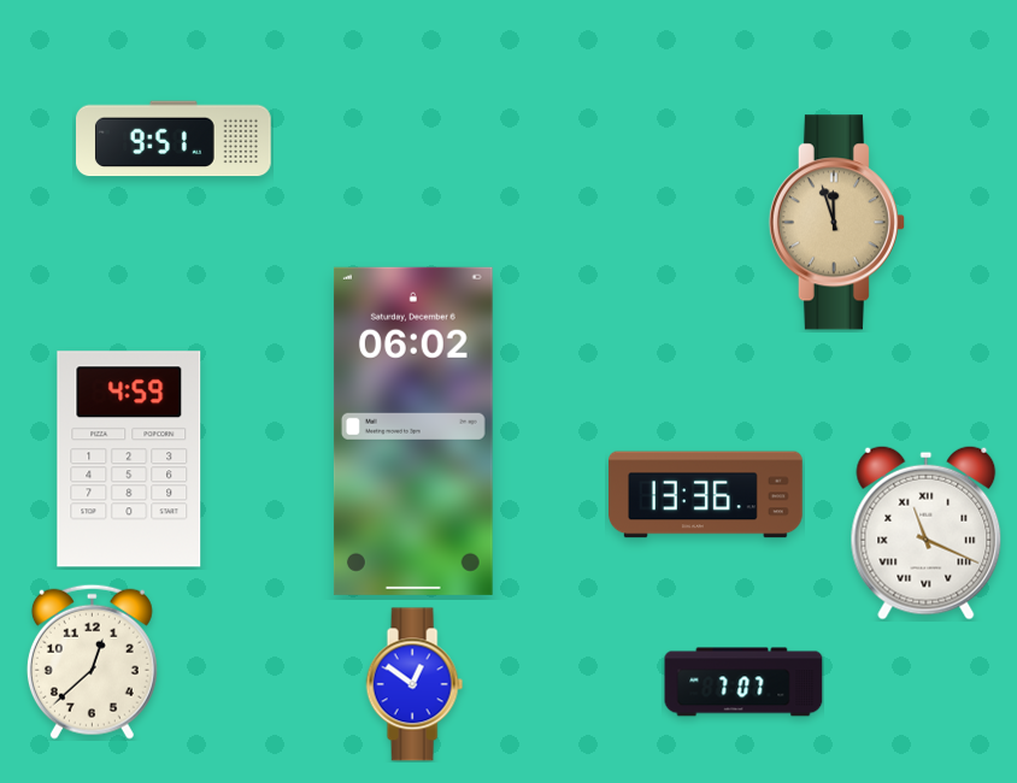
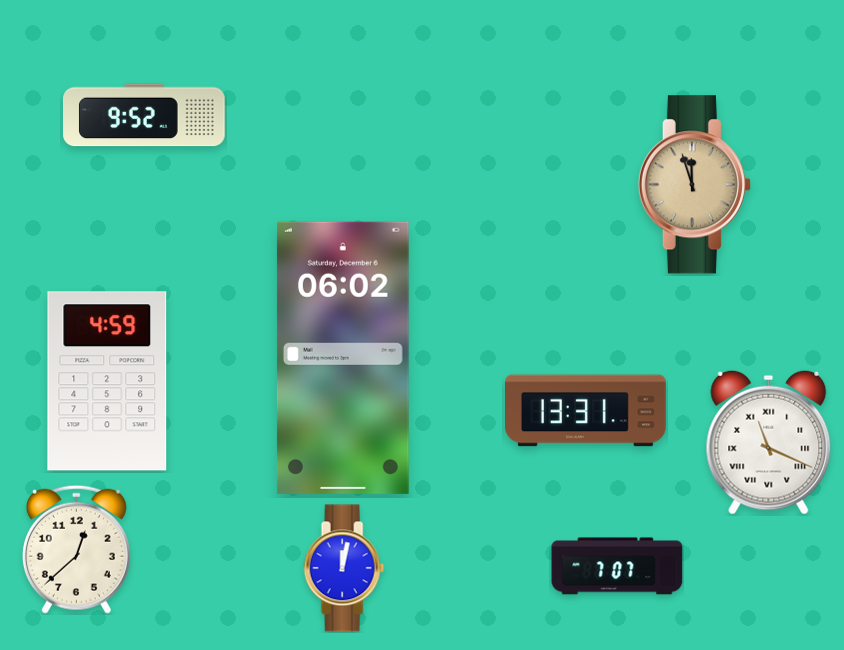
clock at (175, 139): 9:51 -> 9:52
clock at (706, 495): 13:36 -> 13:31
clock at (415, 684): 12:51 -> 12:02
